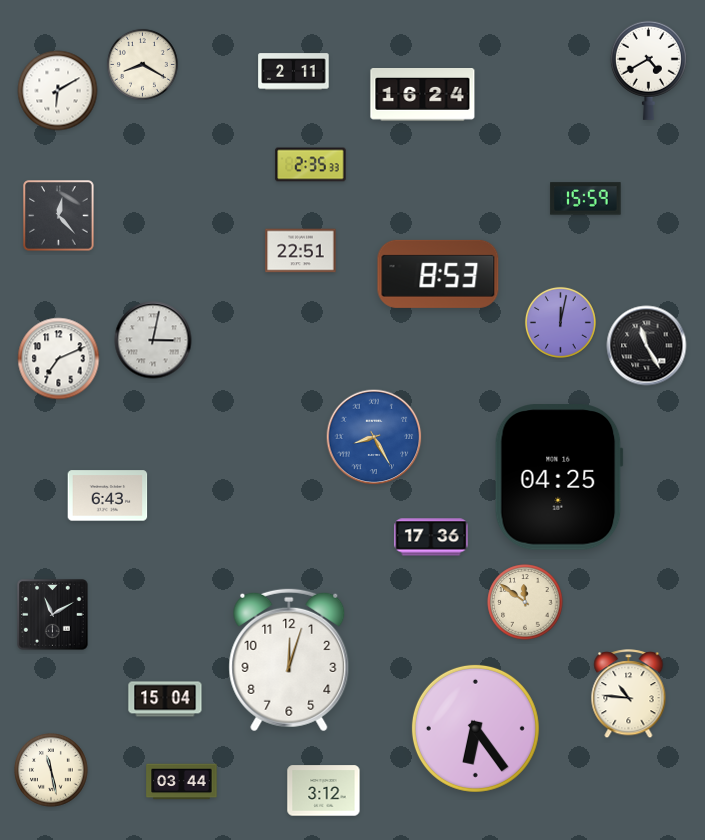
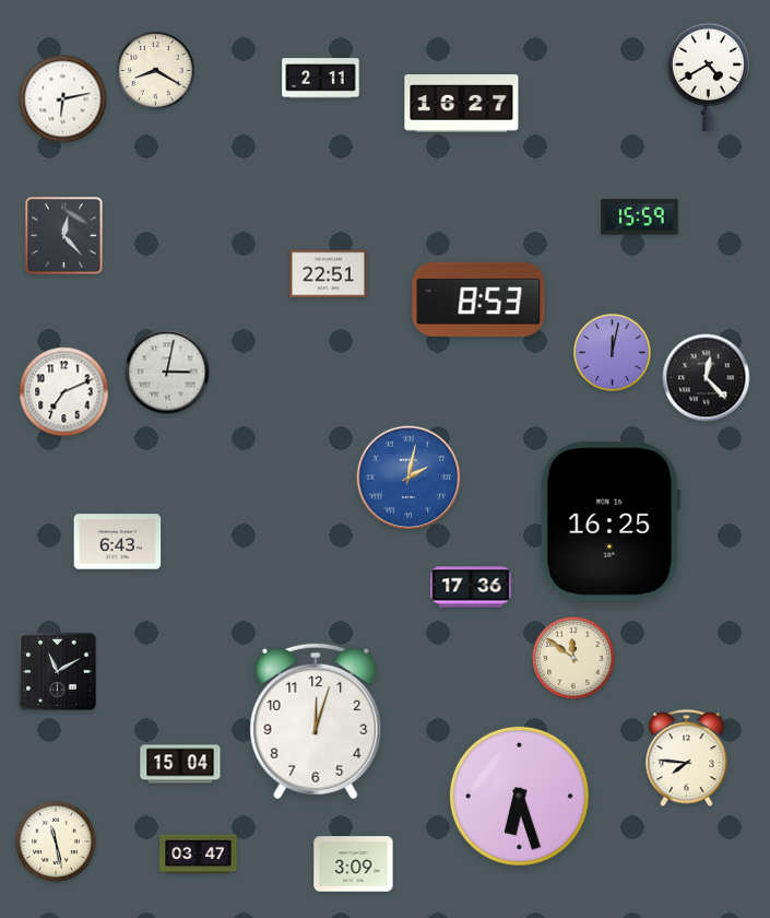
clock at (58, 91): 6:10 -> 6:13
clock at (423, 95): 16:24 -> 16:27
clock at (311, 165): 2:35 -> none
clock at (647, 346): 11:25 -> 12:23
clock at (374, 437): 8:25 -> 2:02
clock at (559, 477): 04:25 -> 16:25
clock at (629, 694): 10:46 -> 7:46
clock at (475, 728): 6:24 -> 6:27
clock at (182, 782): 03:44 -> 03:47
clock at (324, 791): 3:12 -> 3:09
